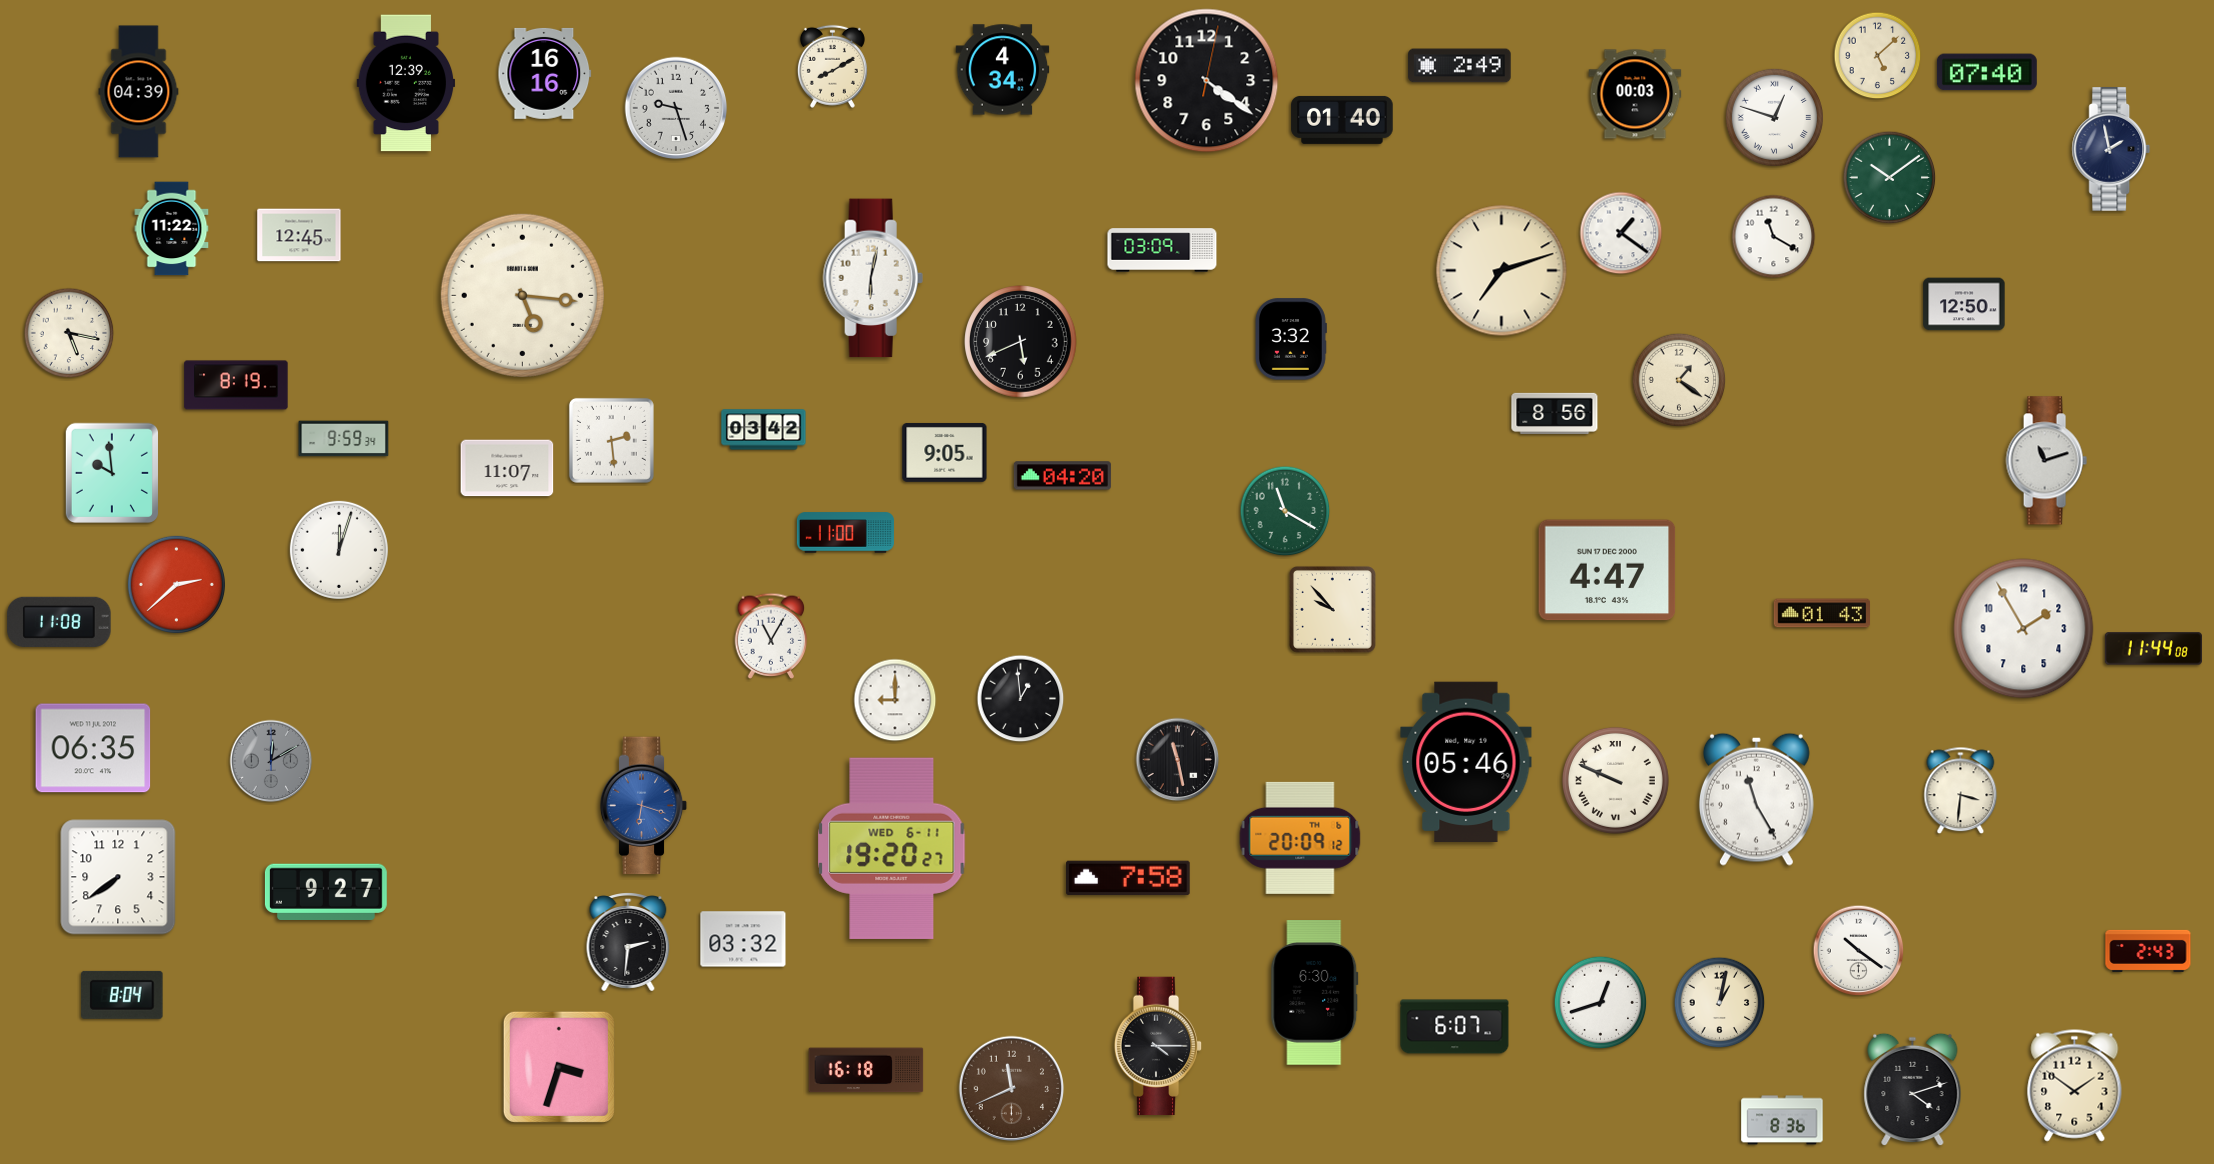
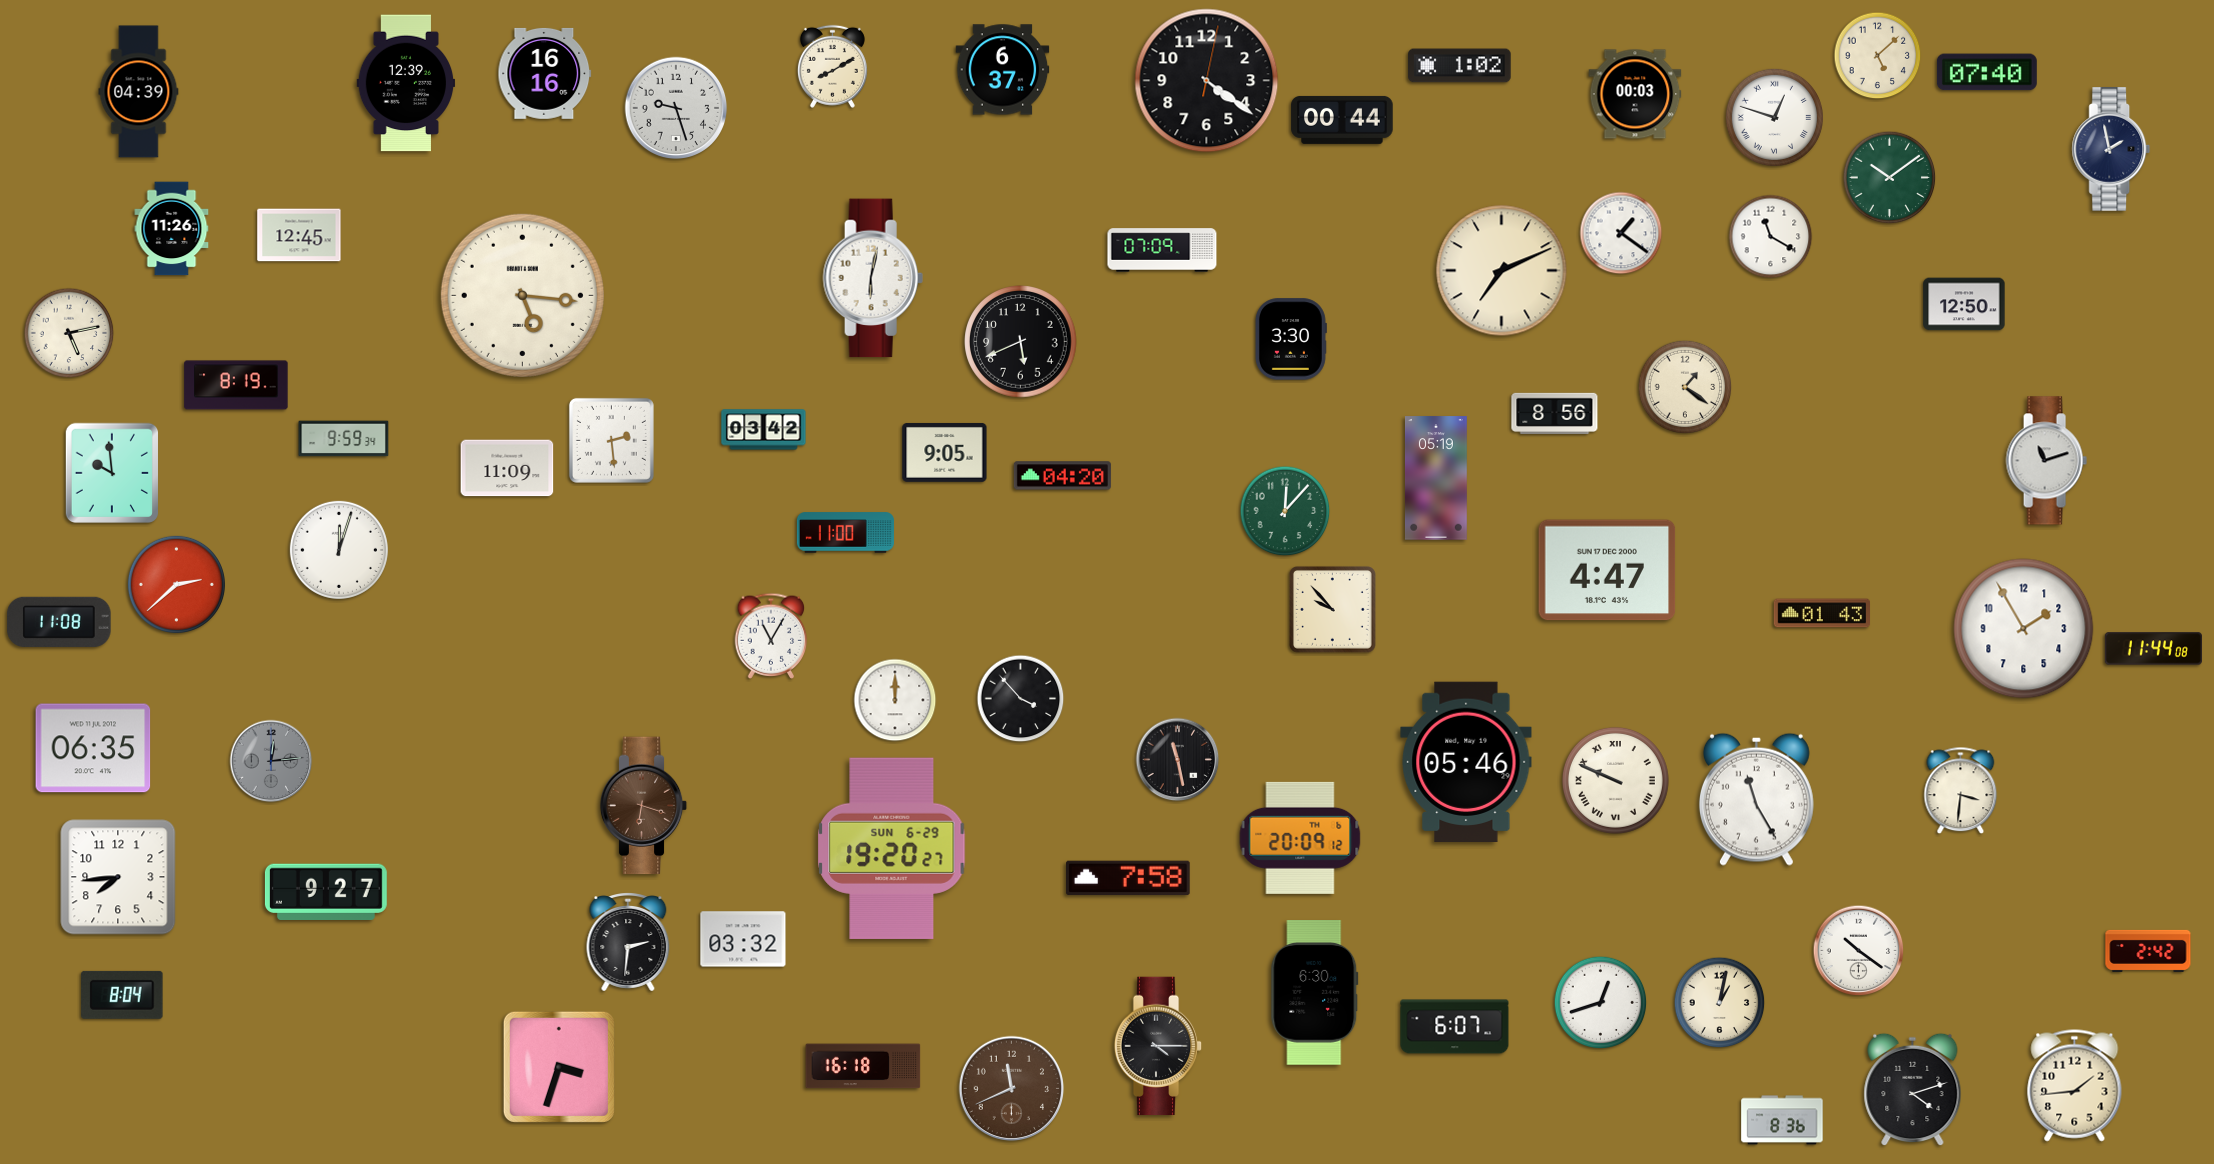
clock at (1460, 66): 2:49 -> 1:02
clock at (1003, 70): 4:34 -> 6:37
clock at (1342, 120): 01:40 -> 00:44
clock at (172, 229): 11:22 -> 11:26
clock at (1774, 237) position: (1774, 237) -> (1771, 237)
clock at (1162, 250): 03:09 -> 07:09
clock at (1502, 271): 7:12 -> 7:11
clock at (69, 333): 5:17 -> 5:13
clock at (1290, 339): 3:32 -> 3:30
clock at (1679, 380) position: (1679, 380) -> (1685, 387)
clock at (507, 468): 11:07 -> 11:09
clock at (1436, 478): none -> 05:19
clock at (1285, 511): 11:20 -> 12:07
clock at (1021, 699): 12:59 -> 3:53
clock at (895, 700): 9:00 -> 12:00
clock at (271, 761): 12:10 -> 12:14
clock at (644, 806) dial: blue -> brown
clock at (892, 848) date: WED 6-11 -> SUN 6-29
clock at (118, 877): 7:39 -> 7:44
clock at (2148, 951): 2:43 -> 2:42
clock at (866, 1070) position: (866, 1070) -> (863, 1066)
clock at (2075, 1086): 1:51 -> 1:44
